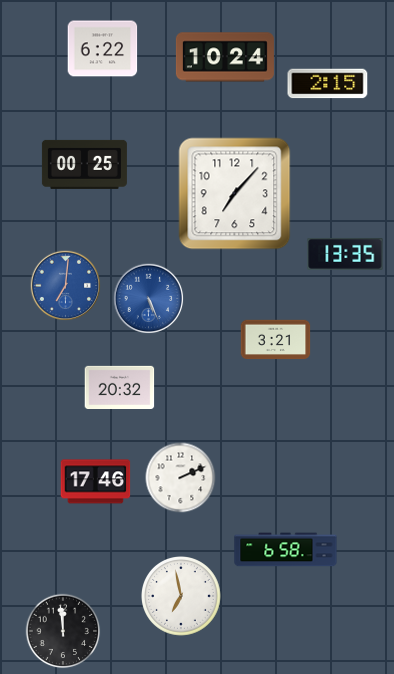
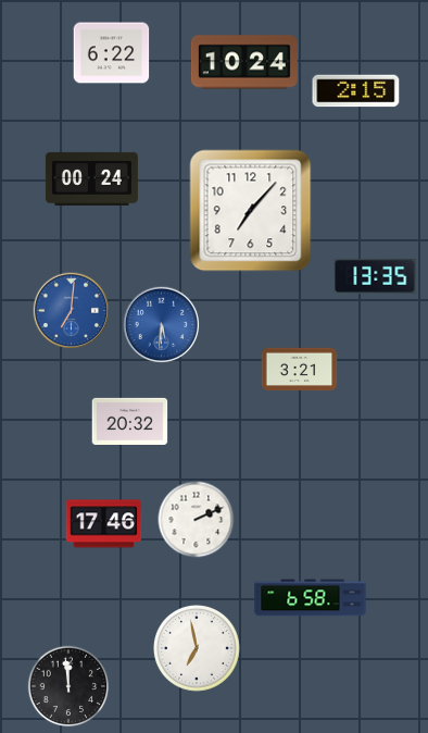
clock at (84, 164): 00:25 -> 00:24
clock at (235, 194) position: (235, 194) -> (251, 211)
clock at (149, 299): 5:26 -> 5:31
